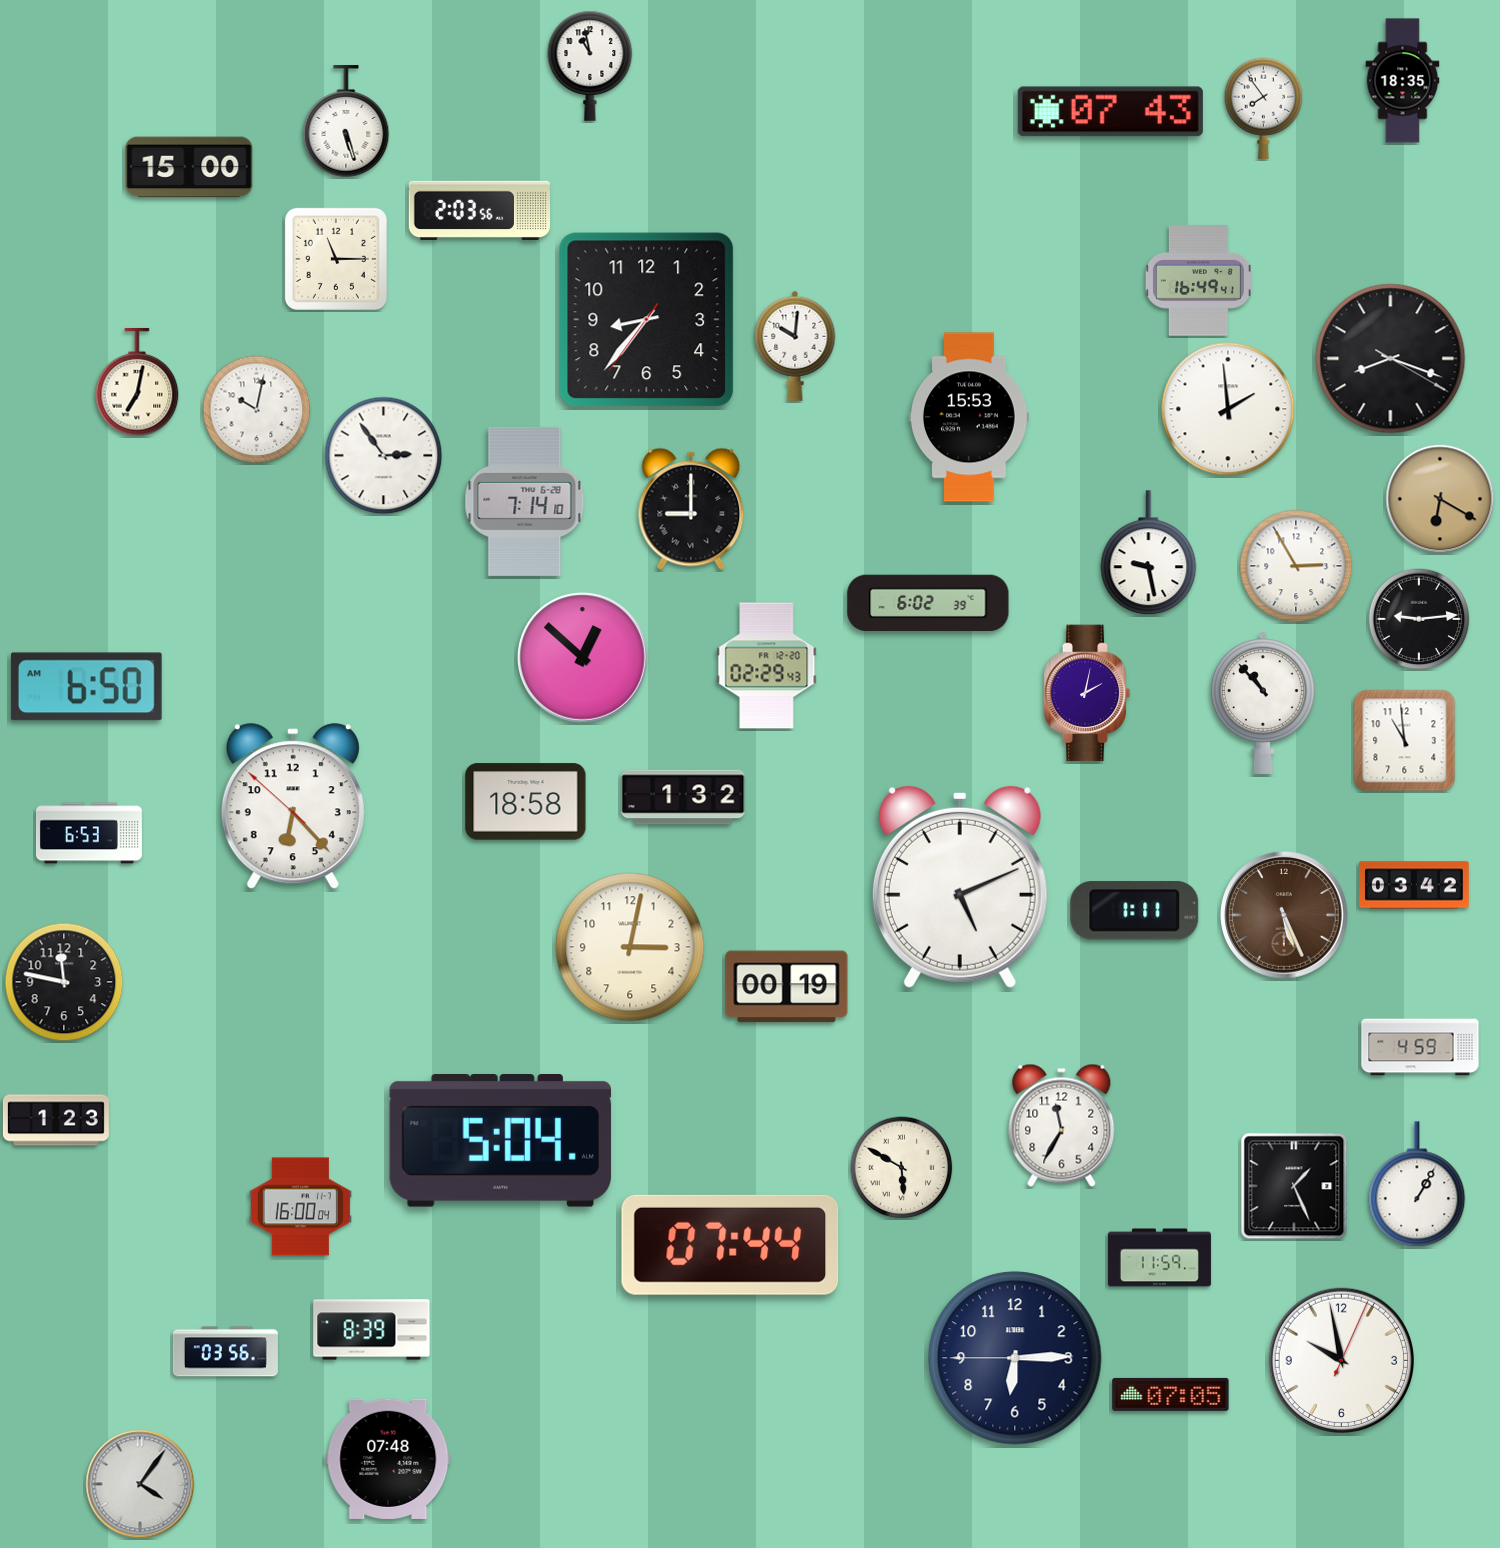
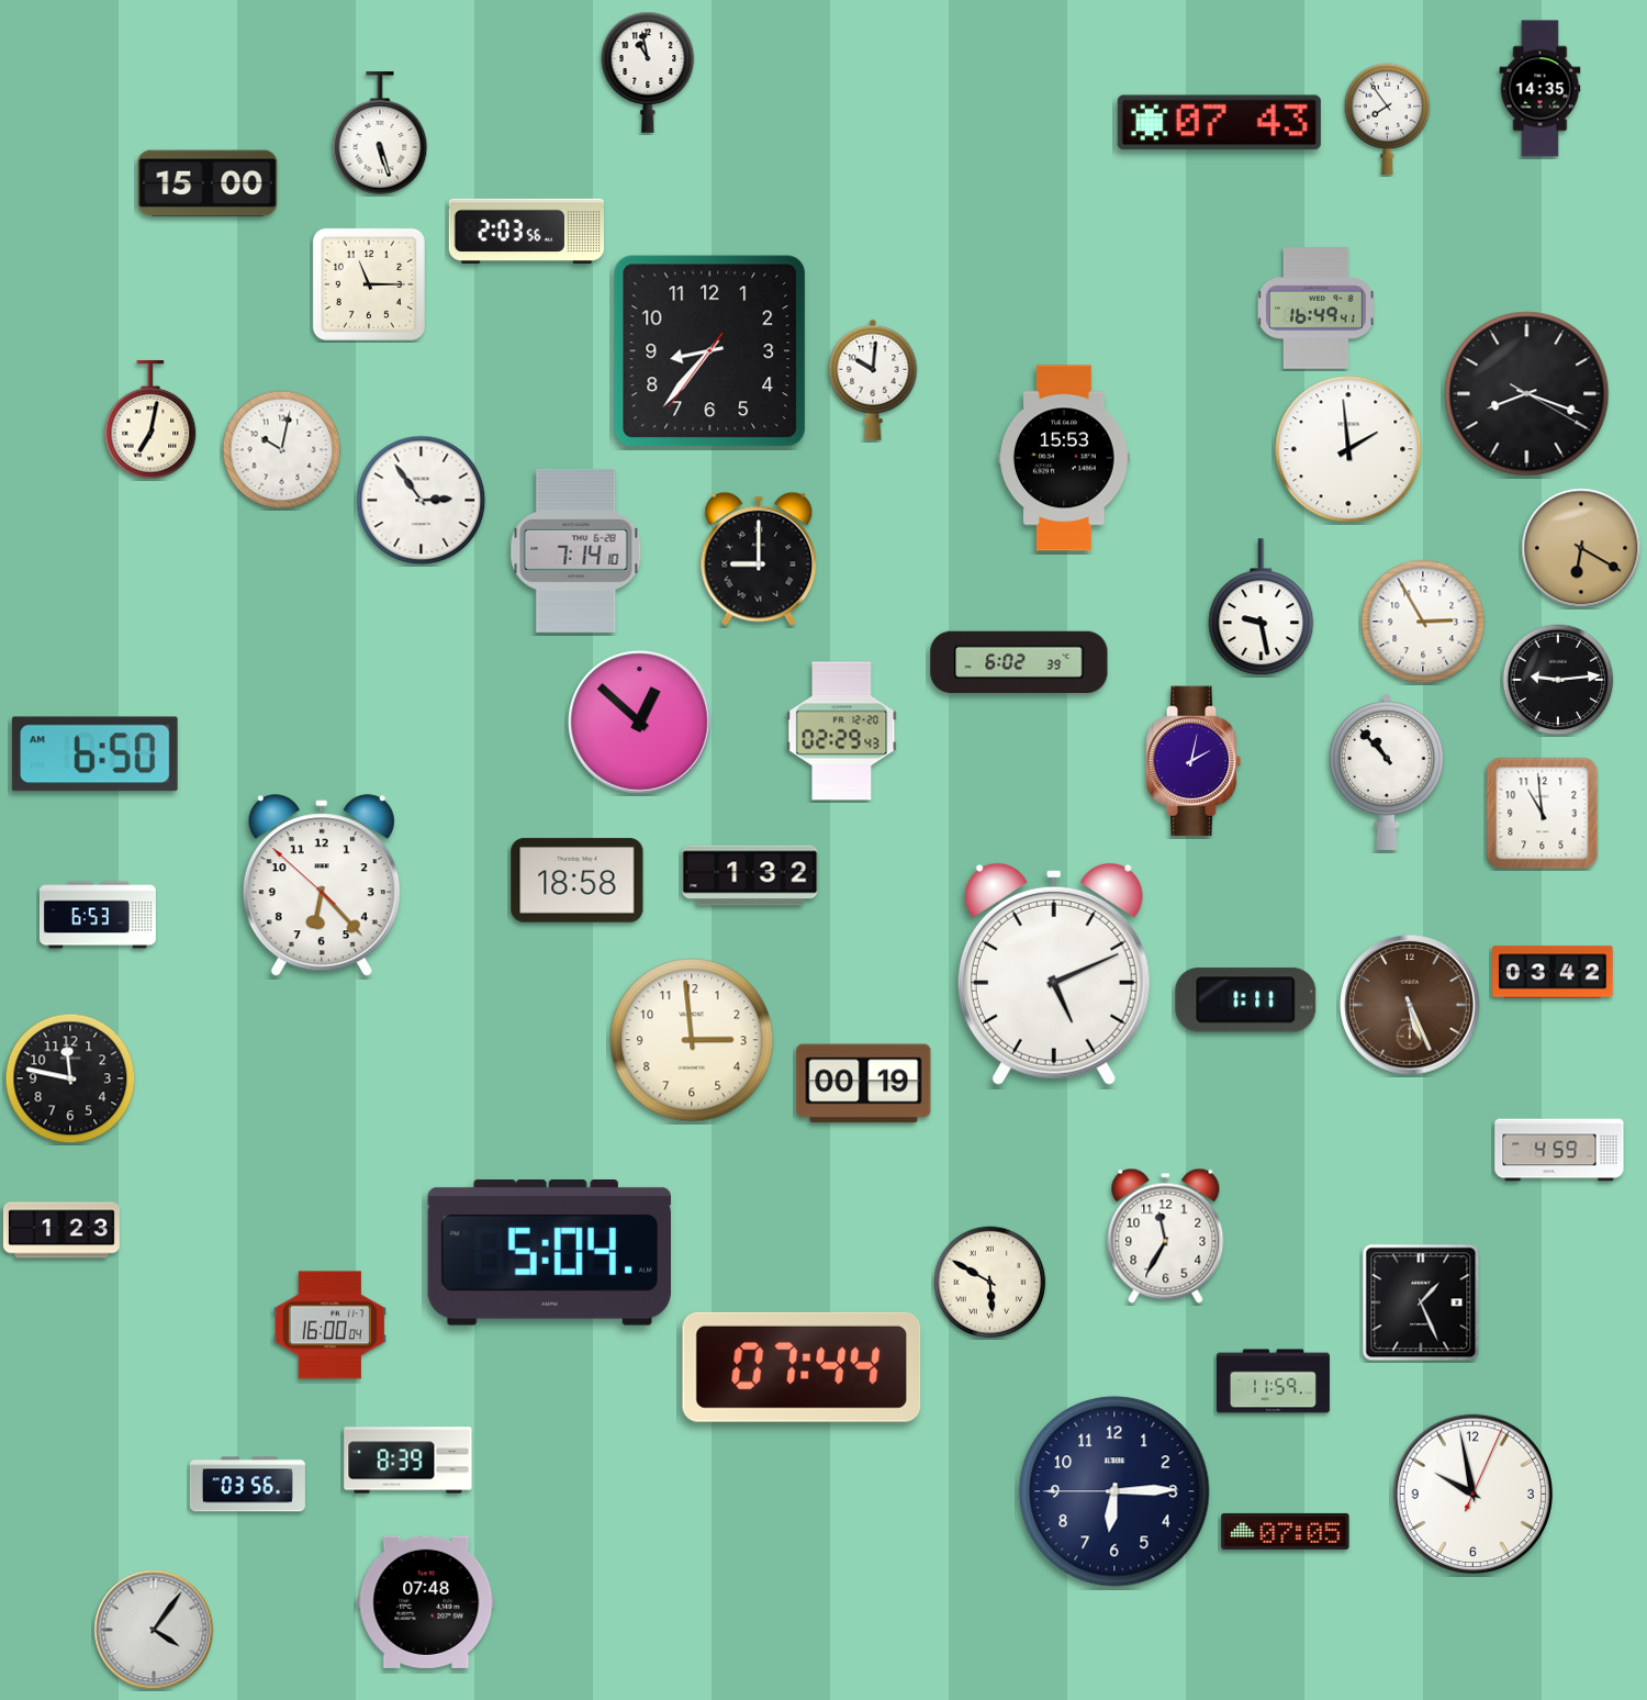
clock at (1403, 81): 18:35 -> 14:35
clock at (630, 947): 3:02 -> 2:59
clock at (1417, 1185): 1:05 -> none
